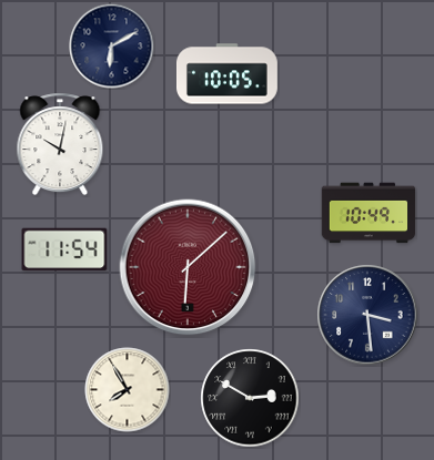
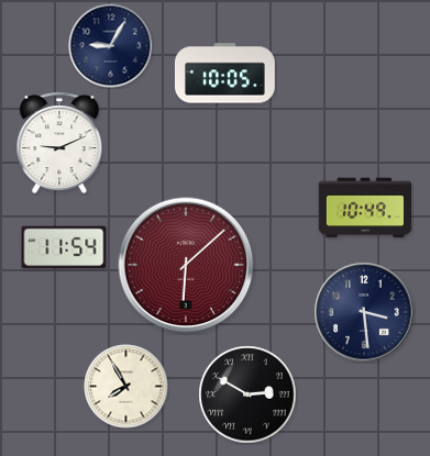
clock at (112, 47): 6:10 -> 9:05
clock at (60, 144): 10:02 -> 9:11
clock at (369, 213) position: (369, 213) -> (365, 208)
